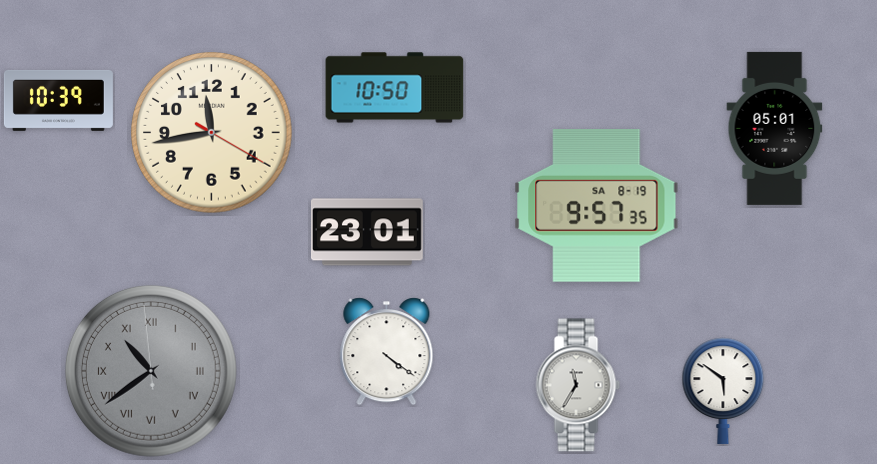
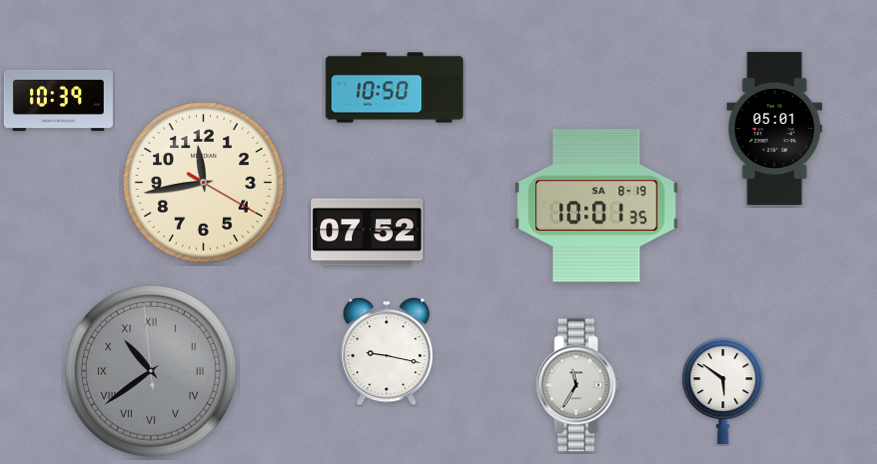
clock at (212, 133) position: (212, 133) -> (204, 183)
clock at (597, 206): 9:57 -> 10:01
clock at (367, 232): 23:01 -> 07:52
clock at (387, 352): 4:21 -> 9:17
